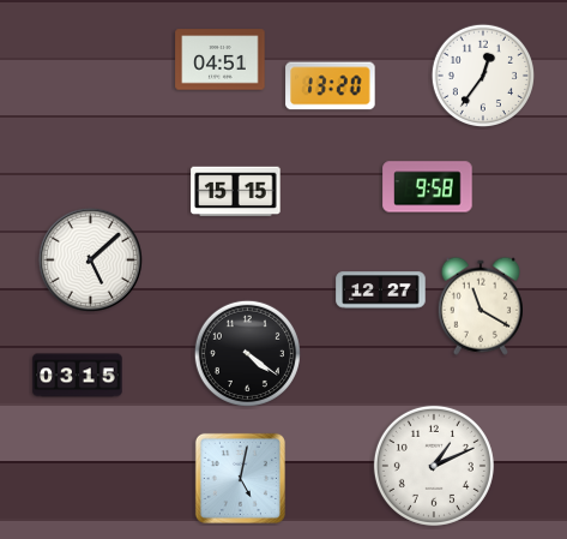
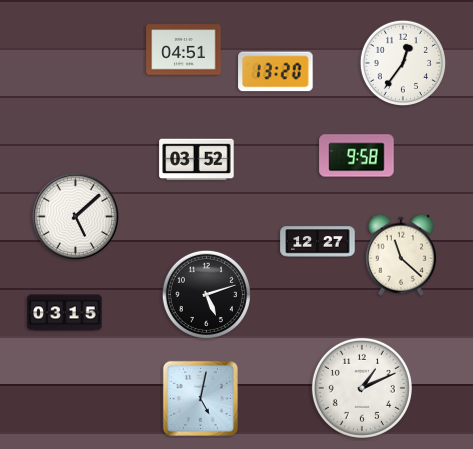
clock at (236, 192): 15:15 -> 03:52
clock at (479, 306): 11:20 -> 11:22
clock at (247, 353): 4:21 -> 5:12
